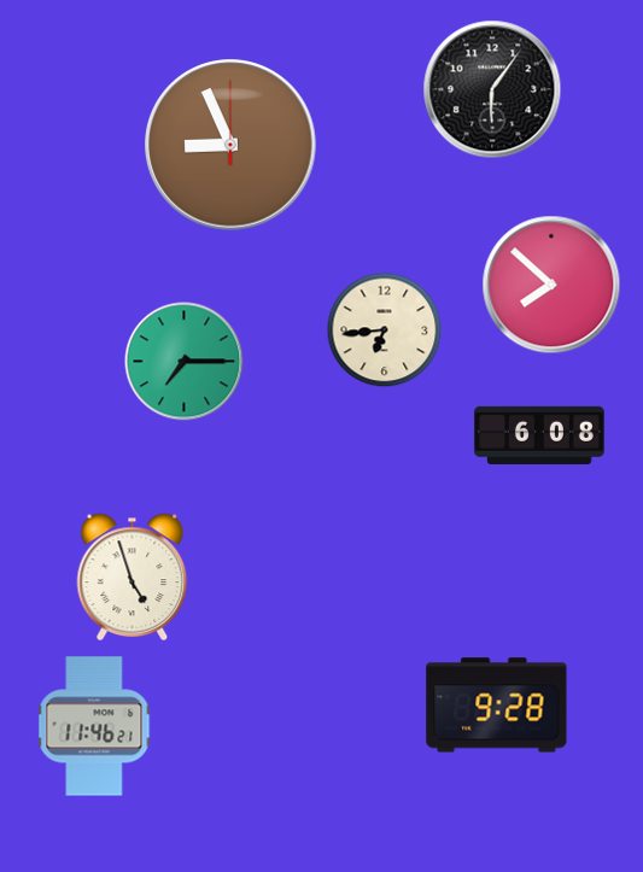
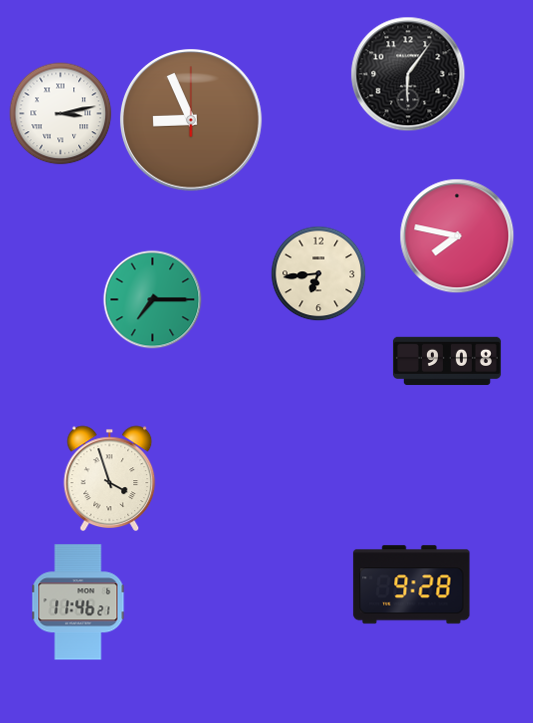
clock at (61, 114): none -> 3:13
clock at (551, 285): 7:52 -> 7:47
clock at (539, 434): 6:08 -> 9:08
clock at (133, 577): 4:57 -> 3:57
